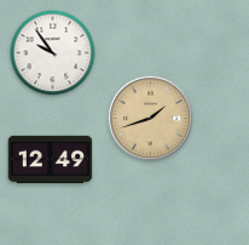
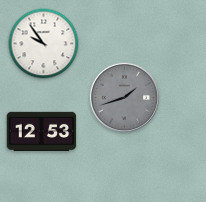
clock at (150, 118) dial: champagne -> grey
clock at (51, 159): 12:49 -> 12:53
